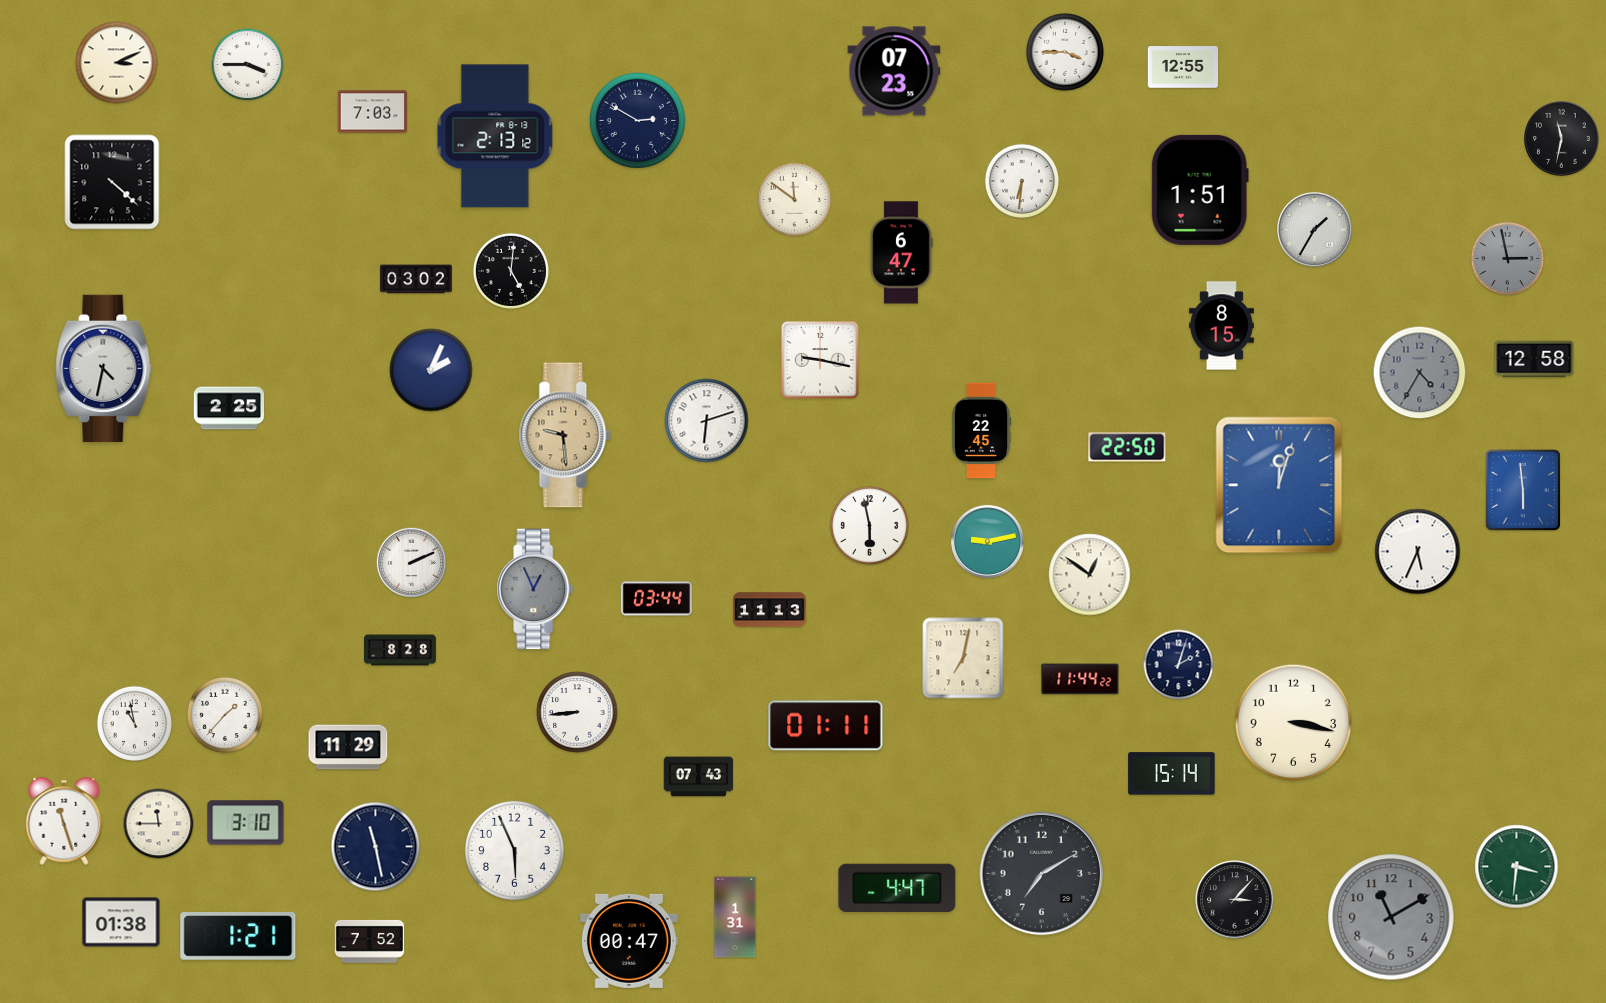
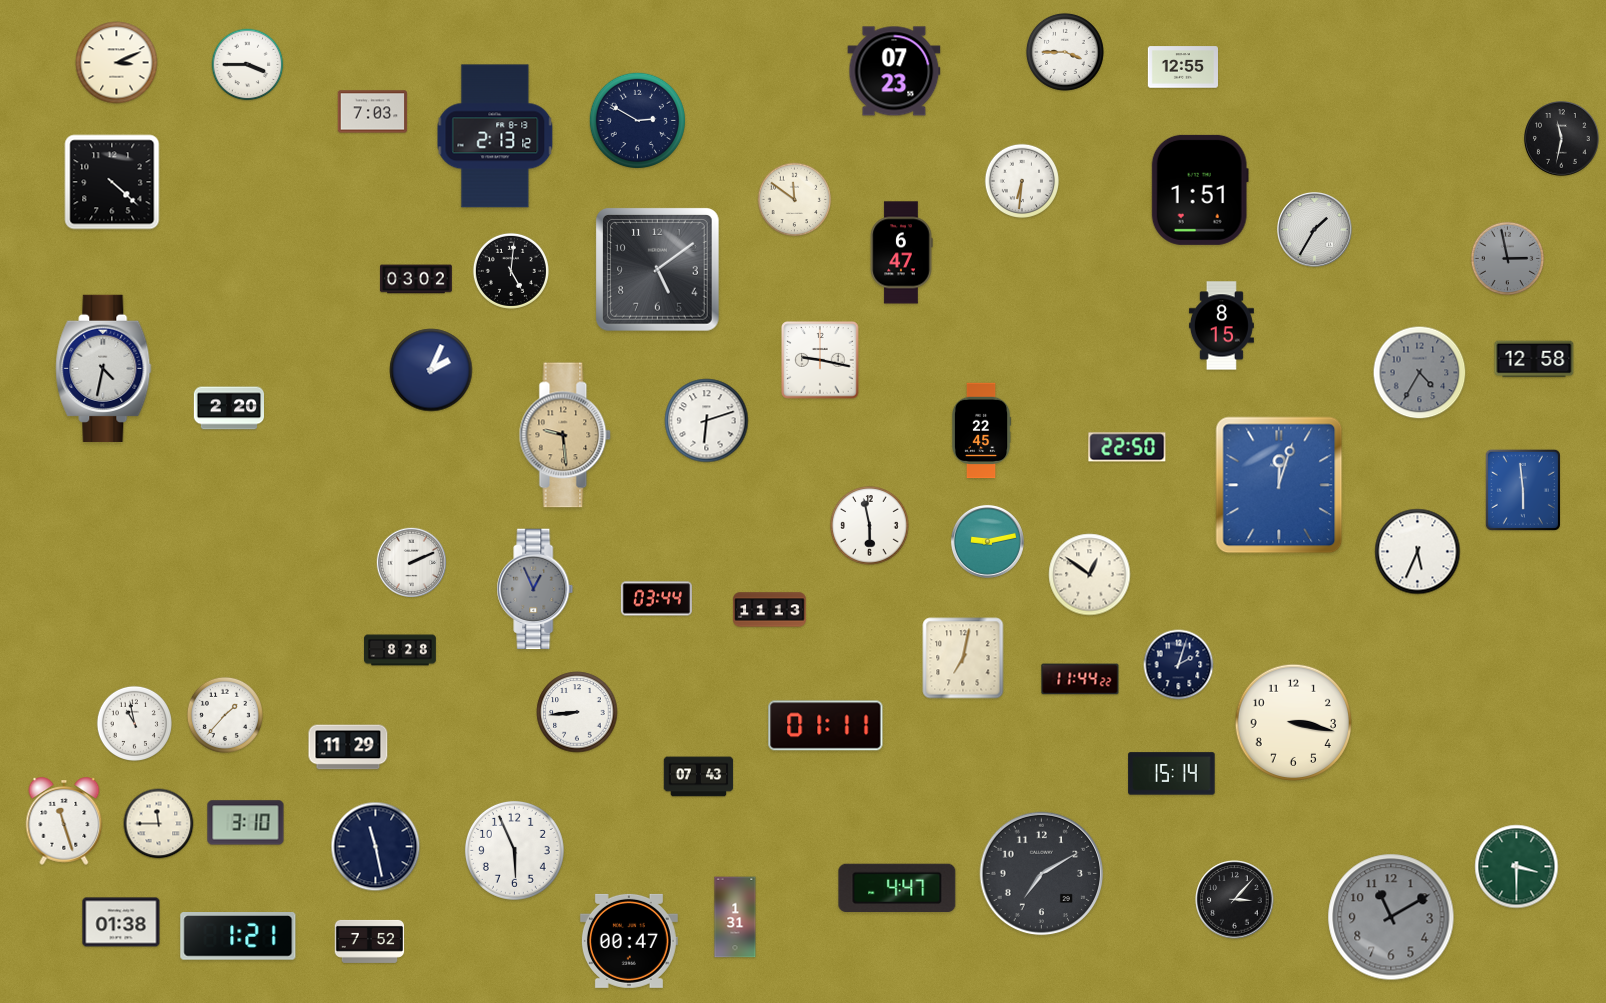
clock at (658, 270): none -> 5:09
clock at (228, 408): 2:25 -> 2:20
clock at (1517, 867): 3:31 -> 3:30
